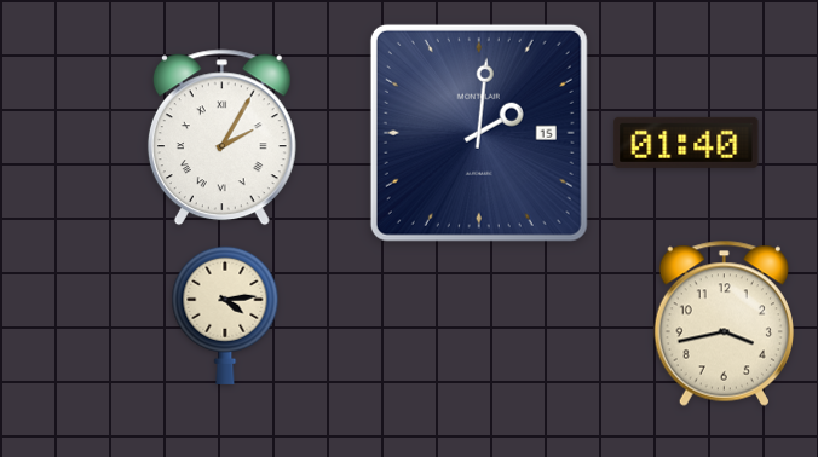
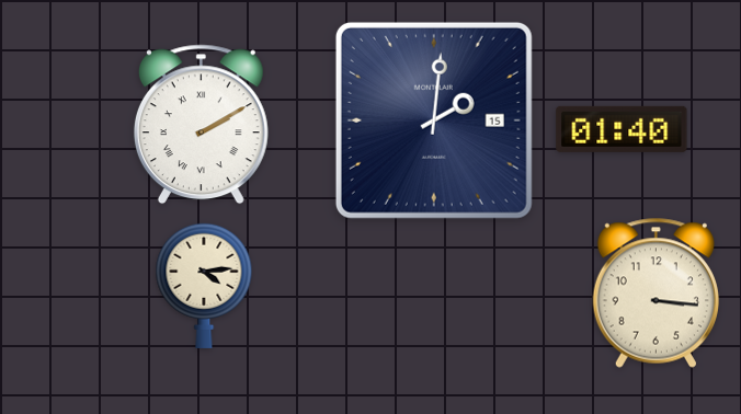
clock at (221, 138): 2:05 -> 2:10
clock at (724, 323): 3:43 -> 3:16
